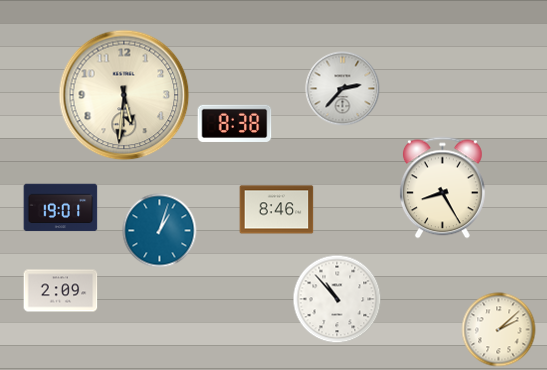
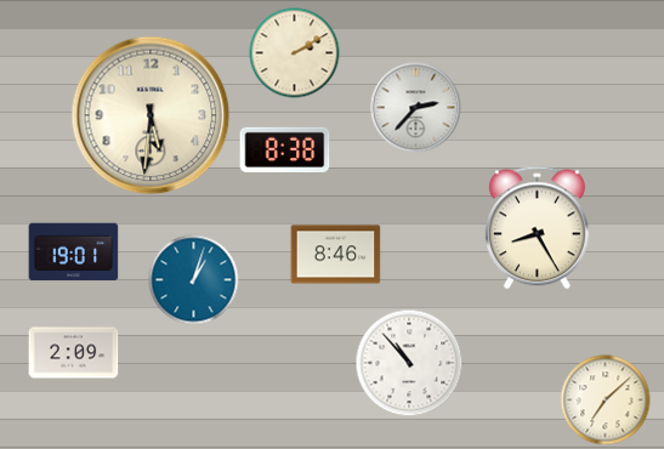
clock at (295, 53): none -> 2:10
clock at (499, 330): 2:08 -> 7:08
